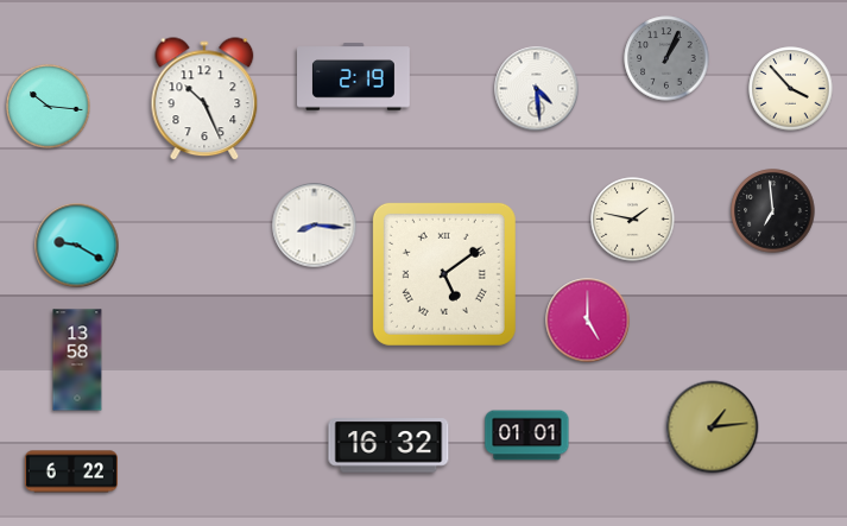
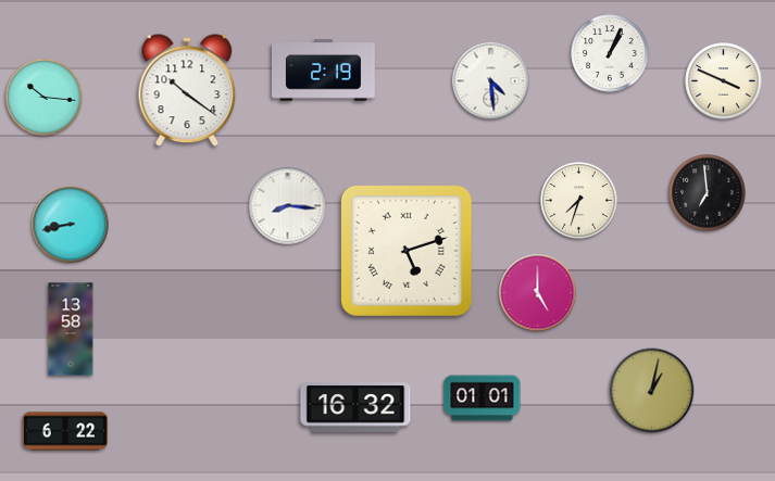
clock at (666, 58) dial: grey -> white
clock at (791, 89): 3:53 -> 3:49
clock at (204, 100): 10:26 -> 10:21
clock at (633, 220): 1:47 -> 7:33
clock at (77, 246): 9:20 -> 8:43
clock at (444, 274): 5:09 -> 5:12
clock at (713, 427): 1:14 -> 1:02
